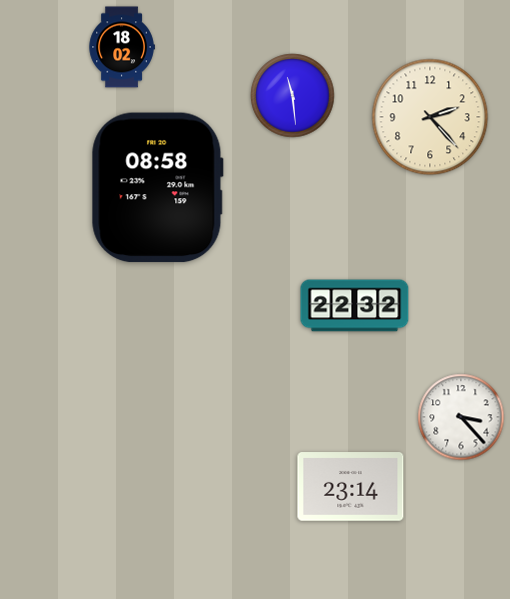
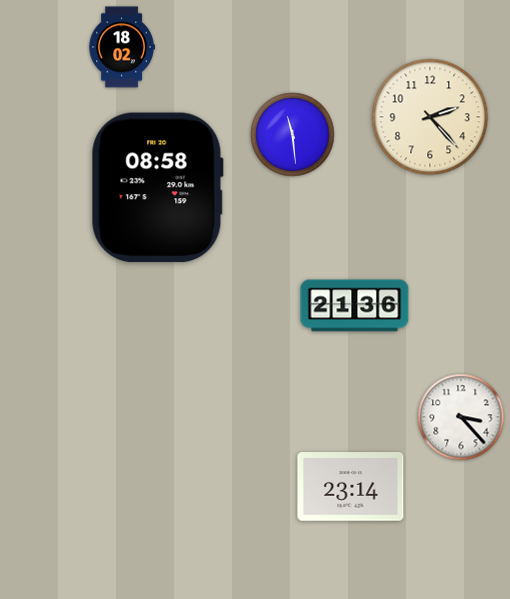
clock at (293, 96) position: (293, 96) -> (293, 135)
clock at (355, 306): 22:32 -> 21:36
